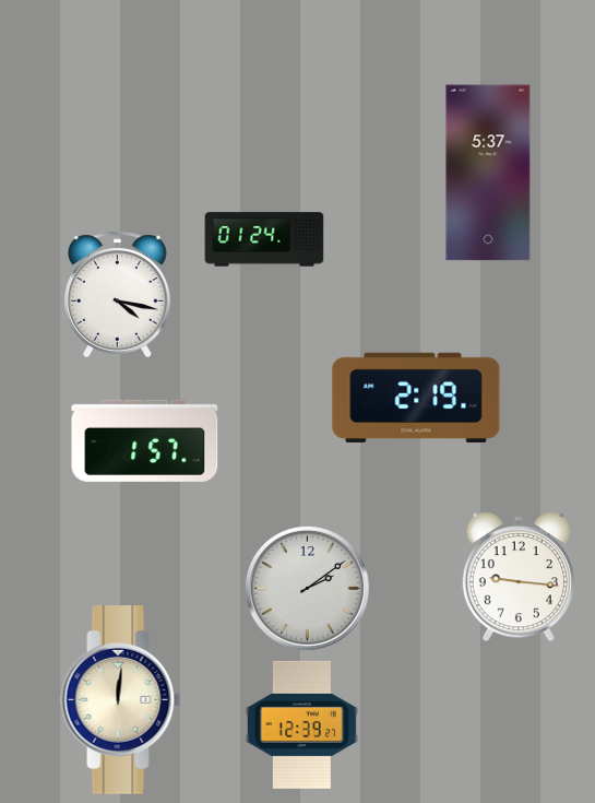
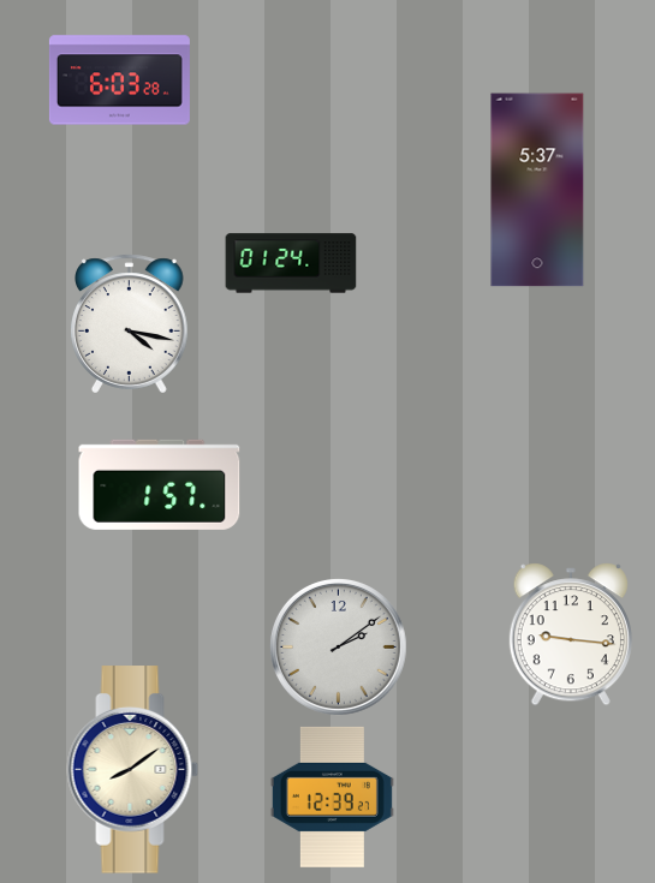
clock at (119, 80): none -> 6:03
clock at (416, 398): 2:19 -> none
clock at (121, 700): 12:01 -> 8:09
